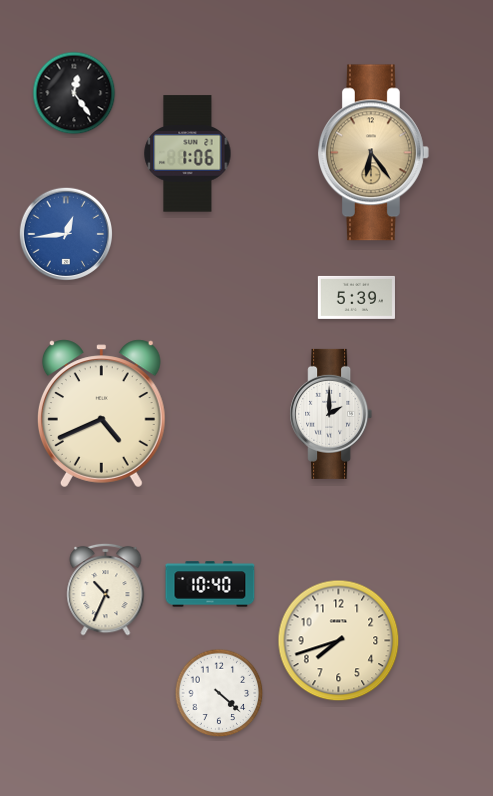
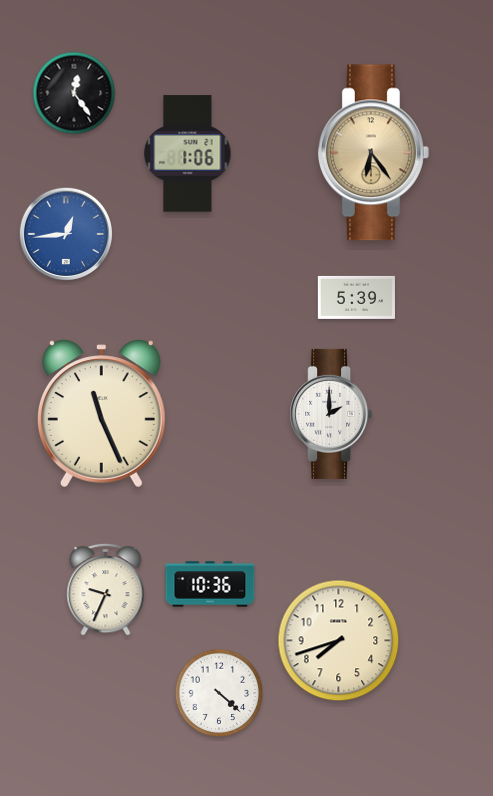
clock at (101, 414): 4:41 -> 11:26
clock at (210, 584): 10:40 -> 10:36
clock at (106, 589): 10:34 -> 9:34
